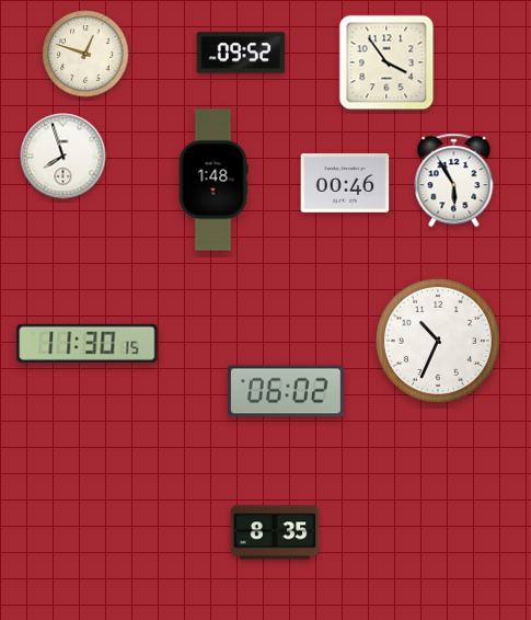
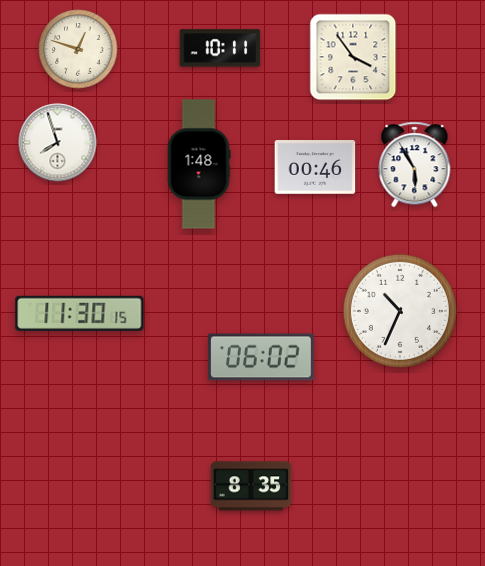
clock at (241, 53): 09:52 -> 10:11
clock at (213, 180) position: (213, 180) -> (199, 164)
